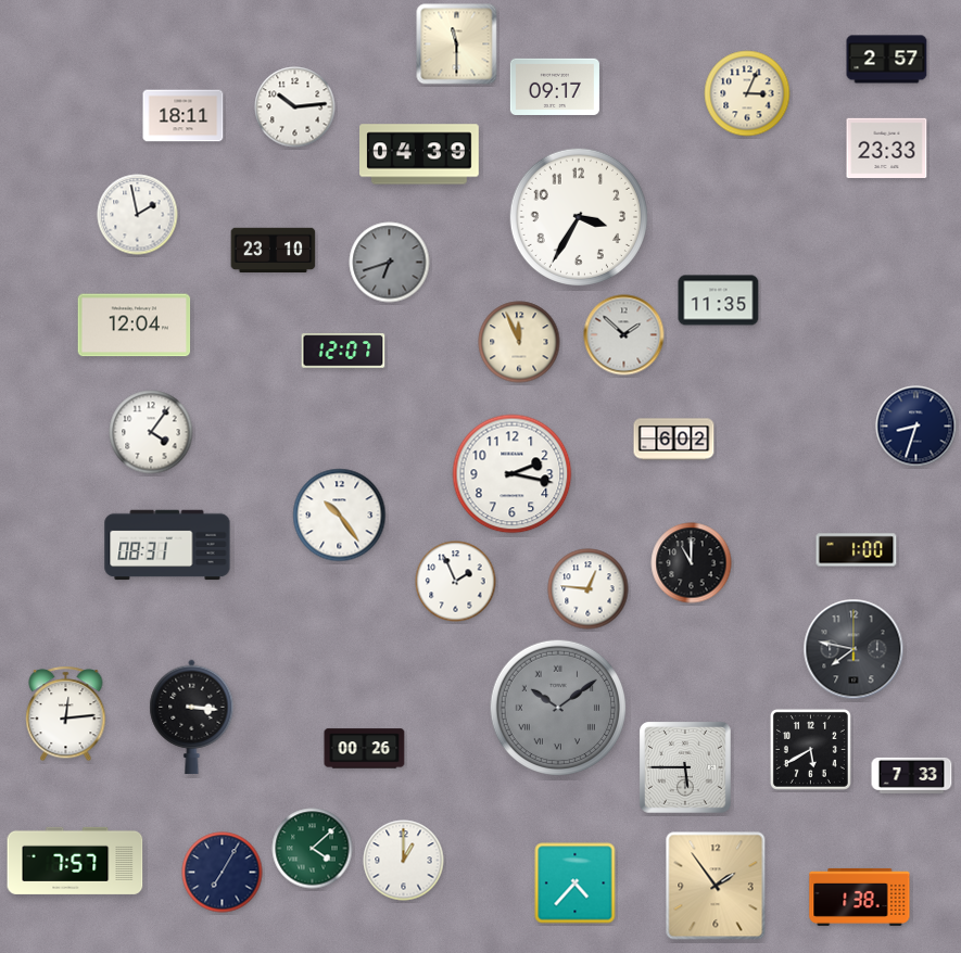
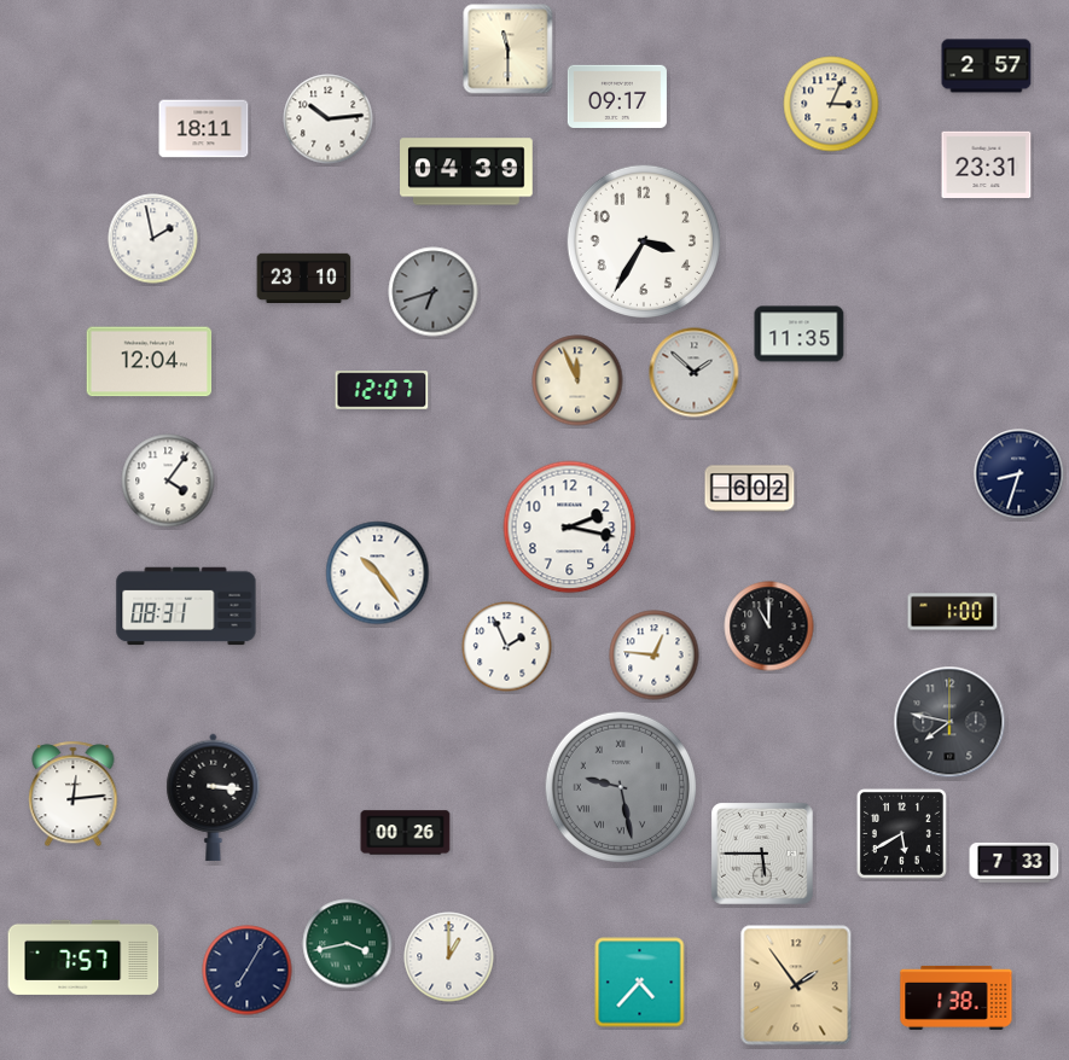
clock at (887, 149): 23:33 -> 23:31
clock at (557, 707): 10:09 -> 9:28
clock at (313, 849): 4:08 -> 3:43
